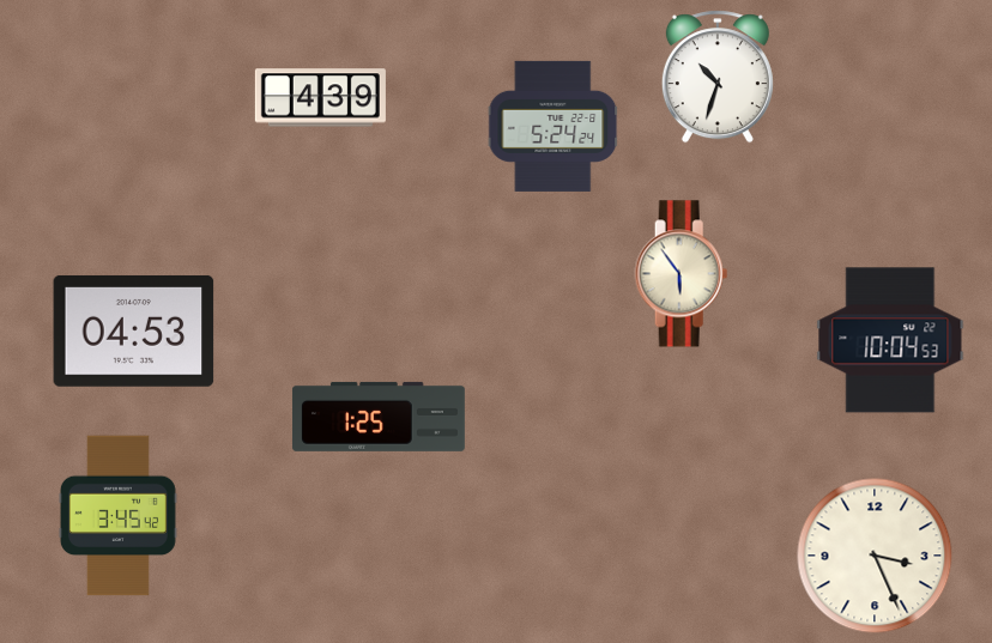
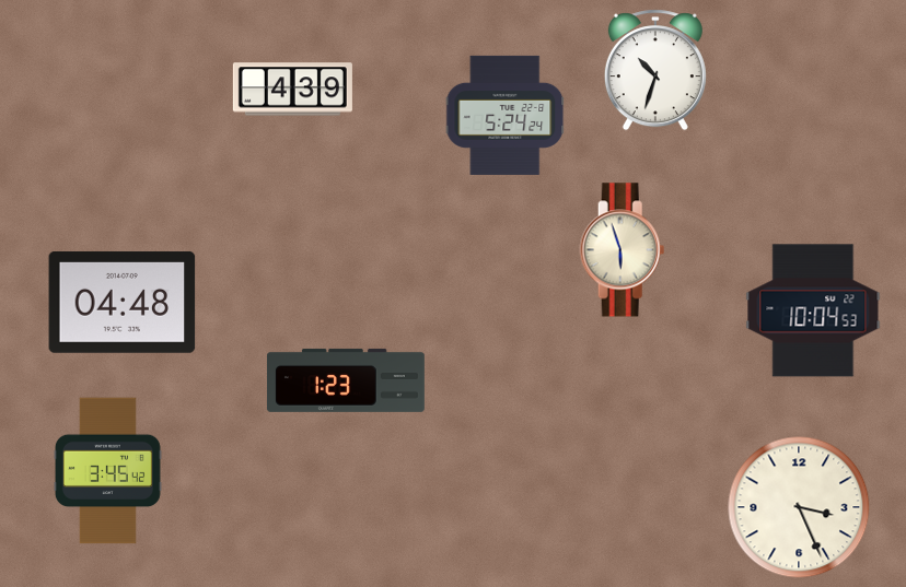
clock at (682, 274): 5:54 -> 5:57
clock at (134, 330): 04:53 -> 04:48
clock at (379, 417): 1:25 -> 1:23
